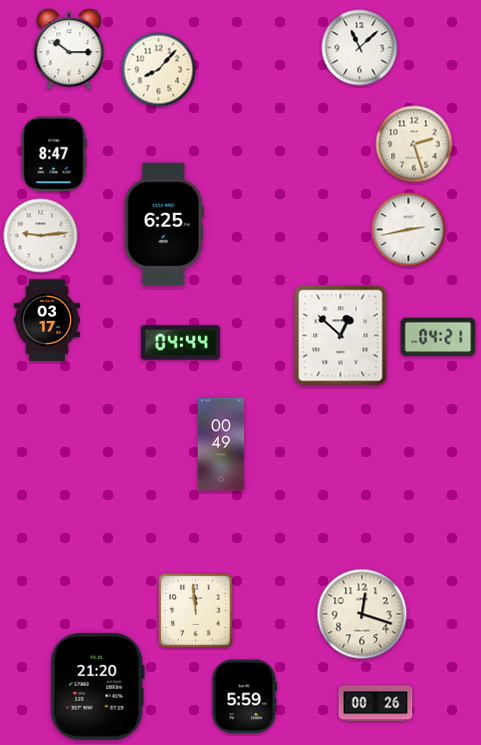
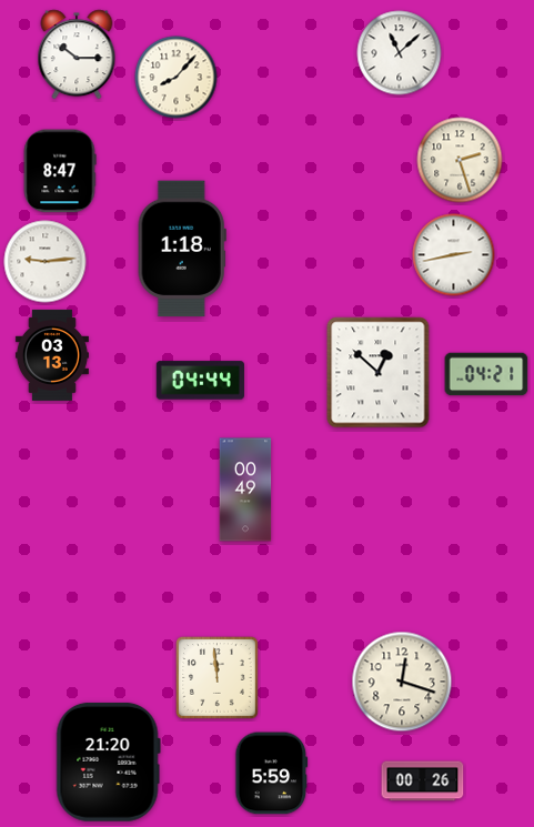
clock at (164, 224): 6:25 -> 1:18
clock at (47, 320): 03:17 -> 03:13
clock at (221, 444) position: (221, 444) -> (245, 490)
clock at (376, 704) position: (376, 704) -> (423, 781)
